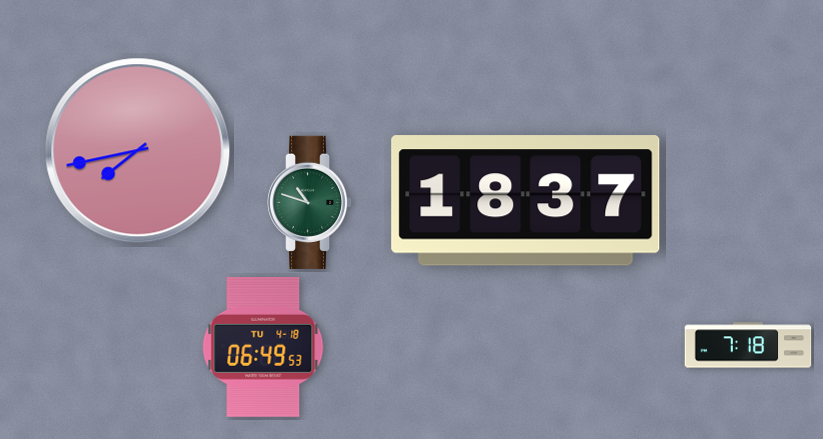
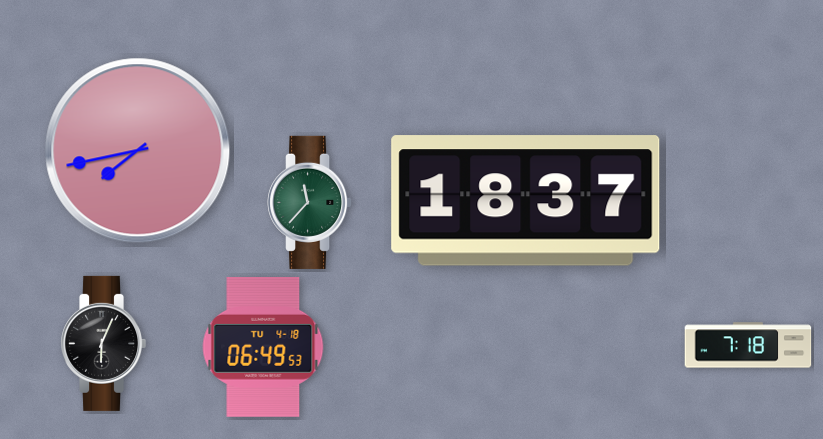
clock at (311, 202): 10:48 -> 11:37
clock at (104, 343): none -> 6:04
